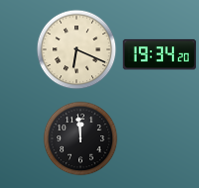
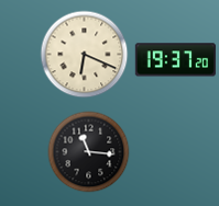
clock at (159, 55): 19:34 -> 19:37
clock at (81, 139): 11:59 -> 11:16
